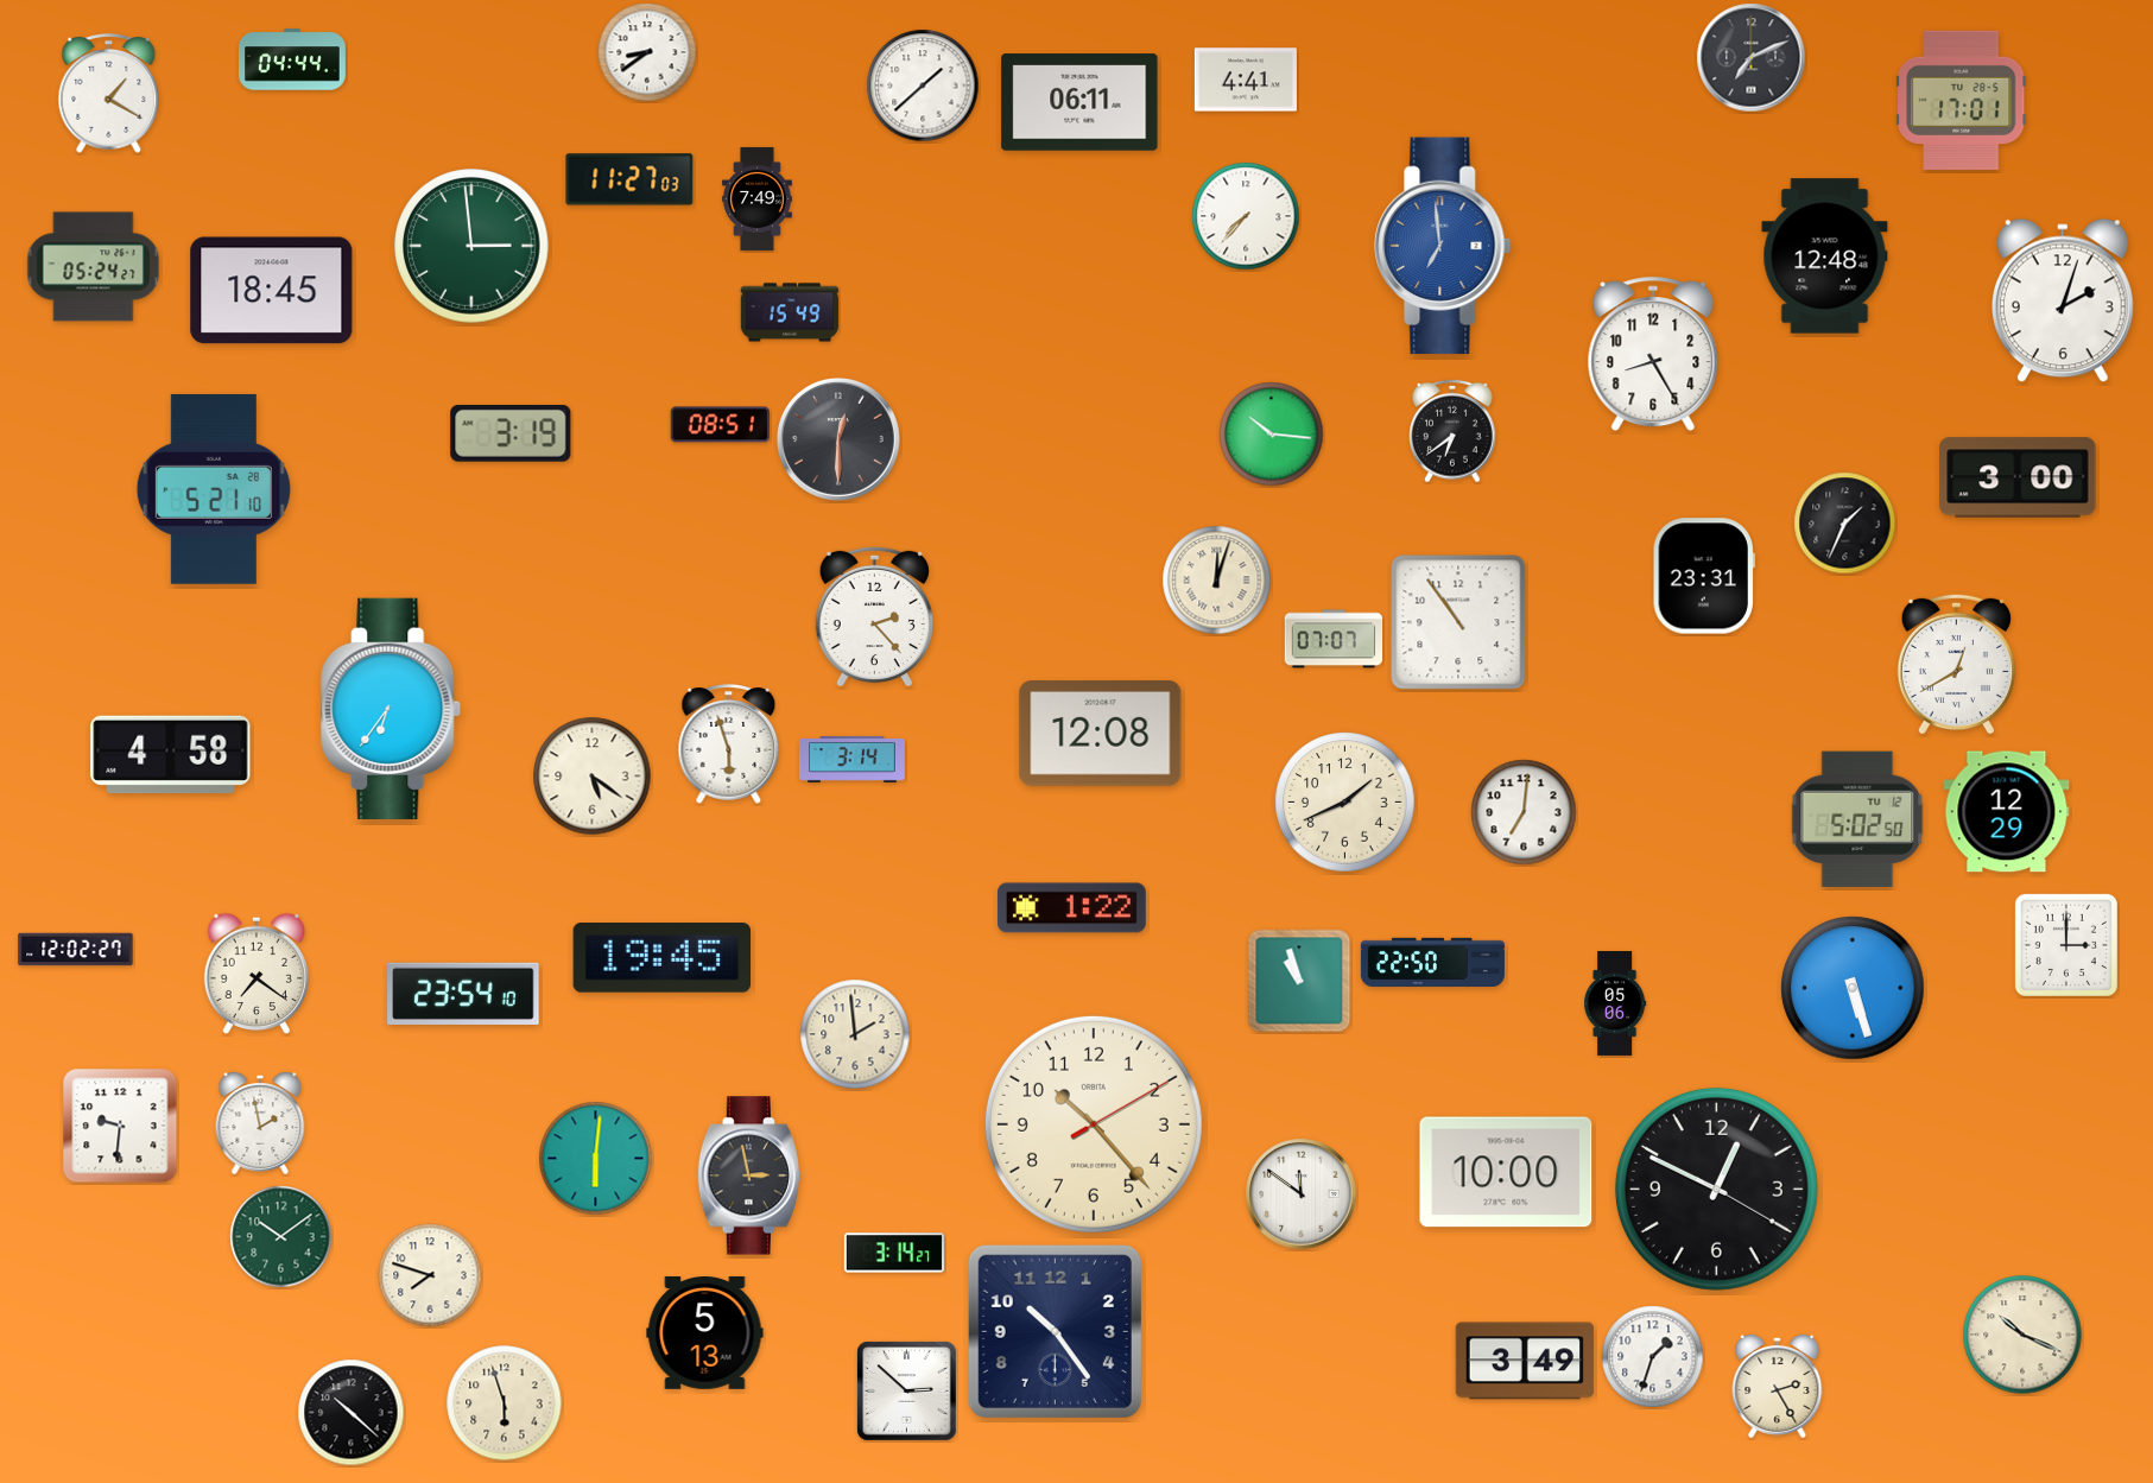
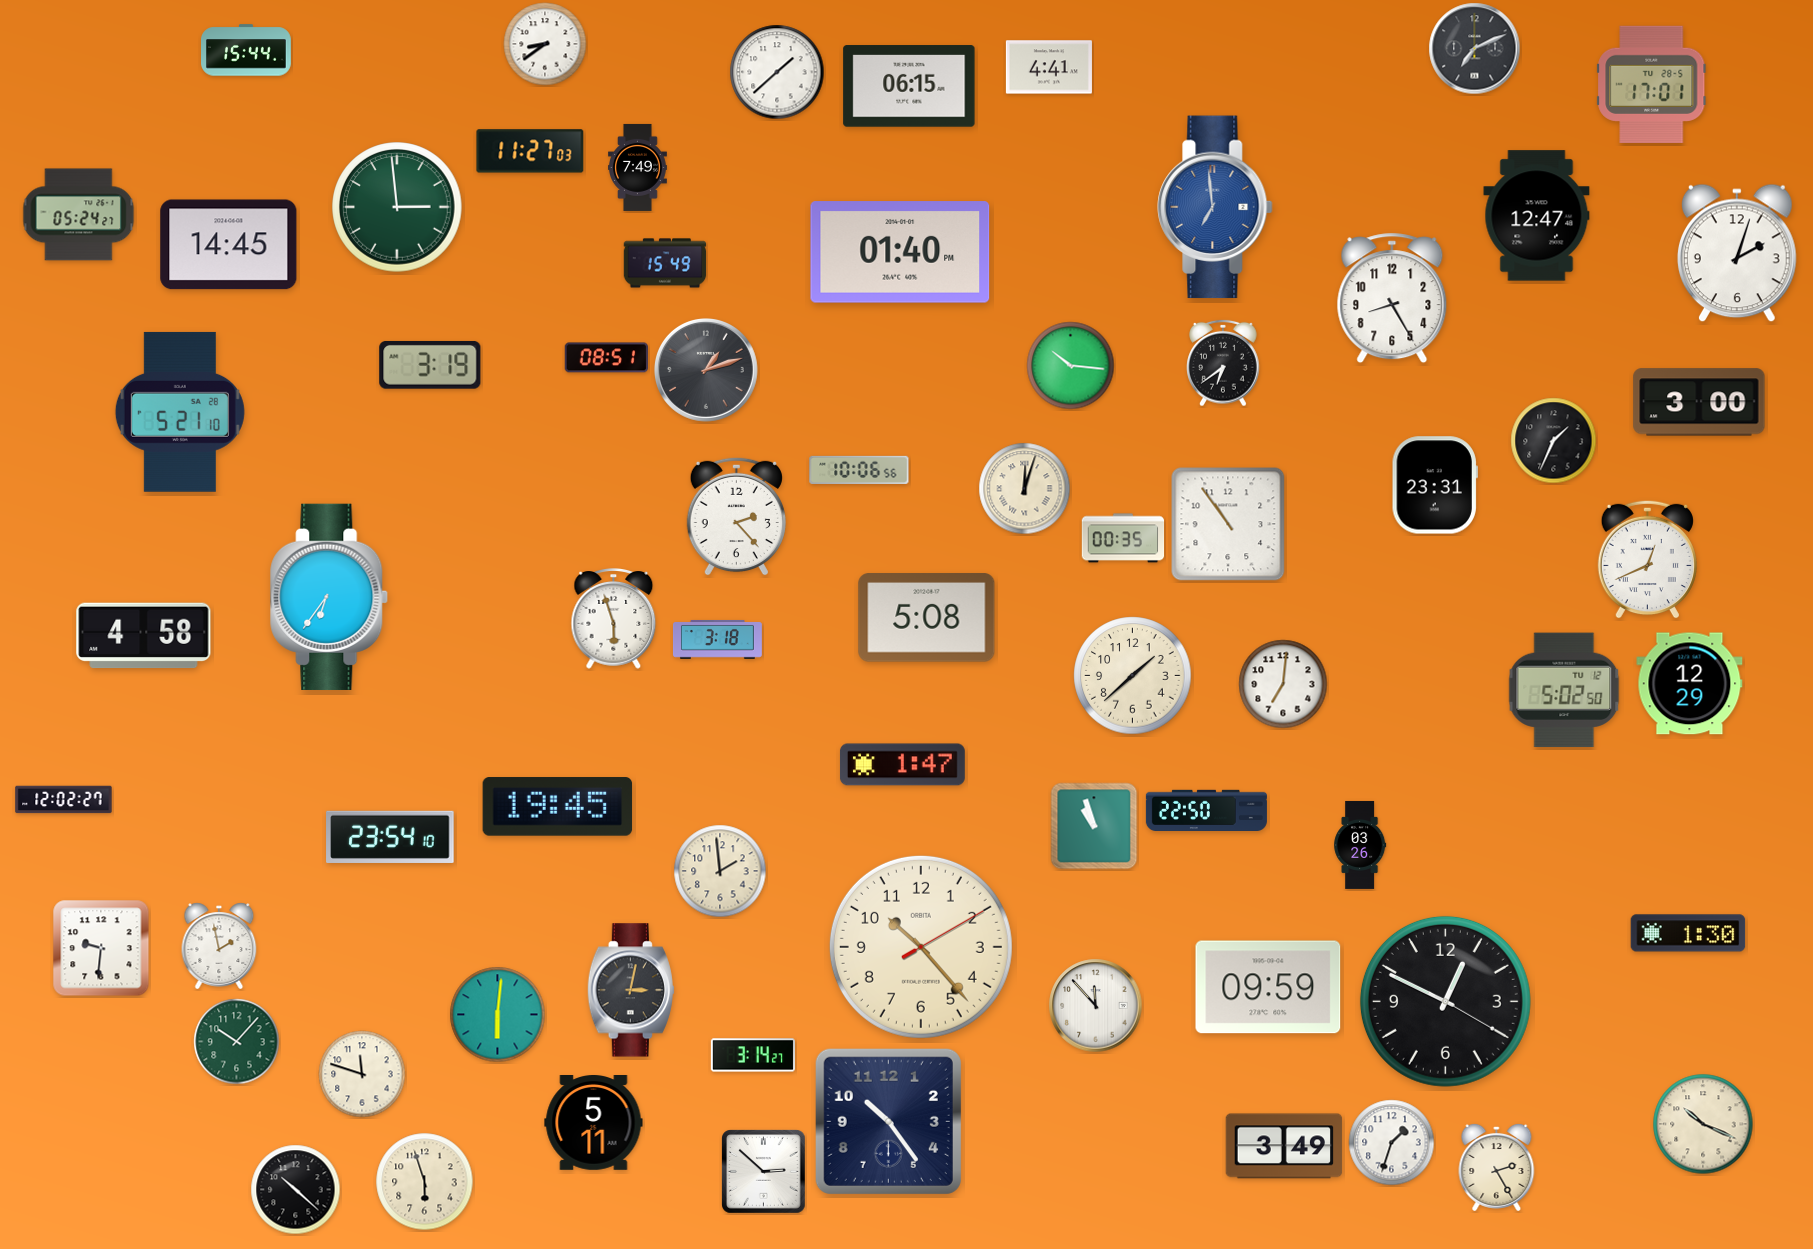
clock at (293, 59): 04:44 -> 15:44
clock at (109, 94): 1:20 -> none
clock at (1079, 102): 06:11 -> 06:15
clock at (1246, 216): 7:37 -> none
clock at (1825, 256): 12:48 -> 12:47
clock at (94, 267) position: (94, 267) -> (79, 215)
clock at (272, 291): 18:45 -> 14:45
clock at (900, 252): none -> 01:40
clock at (838, 441): 12:30 -> 1:12
clock at (859, 470): none -> 10:06
clock at (874, 616) position: (874, 616) -> (736, 516)
clock at (1334, 639): 07:07 -> 00:35
clock at (1956, 664): 12:40 -> 12:41
clock at (1101, 734): 12:08 -> 5:08
clock at (729, 744) position: (729, 744) -> (614, 619)
clock at (851, 759): 3:14 -> 3:18
clock at (593, 777): 5:21 -> none
clock at (1345, 803): 1:41 -> 1:38
clock at (1071, 908): 1:22 -> 1:47
clock at (2066, 945): 3:00 -> none
clock at (257, 974): 7:21 -> none
clock at (1853, 988): 5:27 -> none
clock at (1615, 1003): 05:06 -> 03:26
clock at (1688, 933): none -> 1:30
clock at (596, 1159) position: (596, 1159) -> (498, 1015)
clock at (1506, 1172): 10:00 -> 09:59
clock at (749, 1175): 2:58 -> 3:02
clock at (1302, 1194): 11:51 -> 11:53
clock at (281, 1237): 10:09 -> 10:07
clock at (430, 1275): 7:48 -> 11:48
clock at (705, 1333): 5:13 -> 5:11
